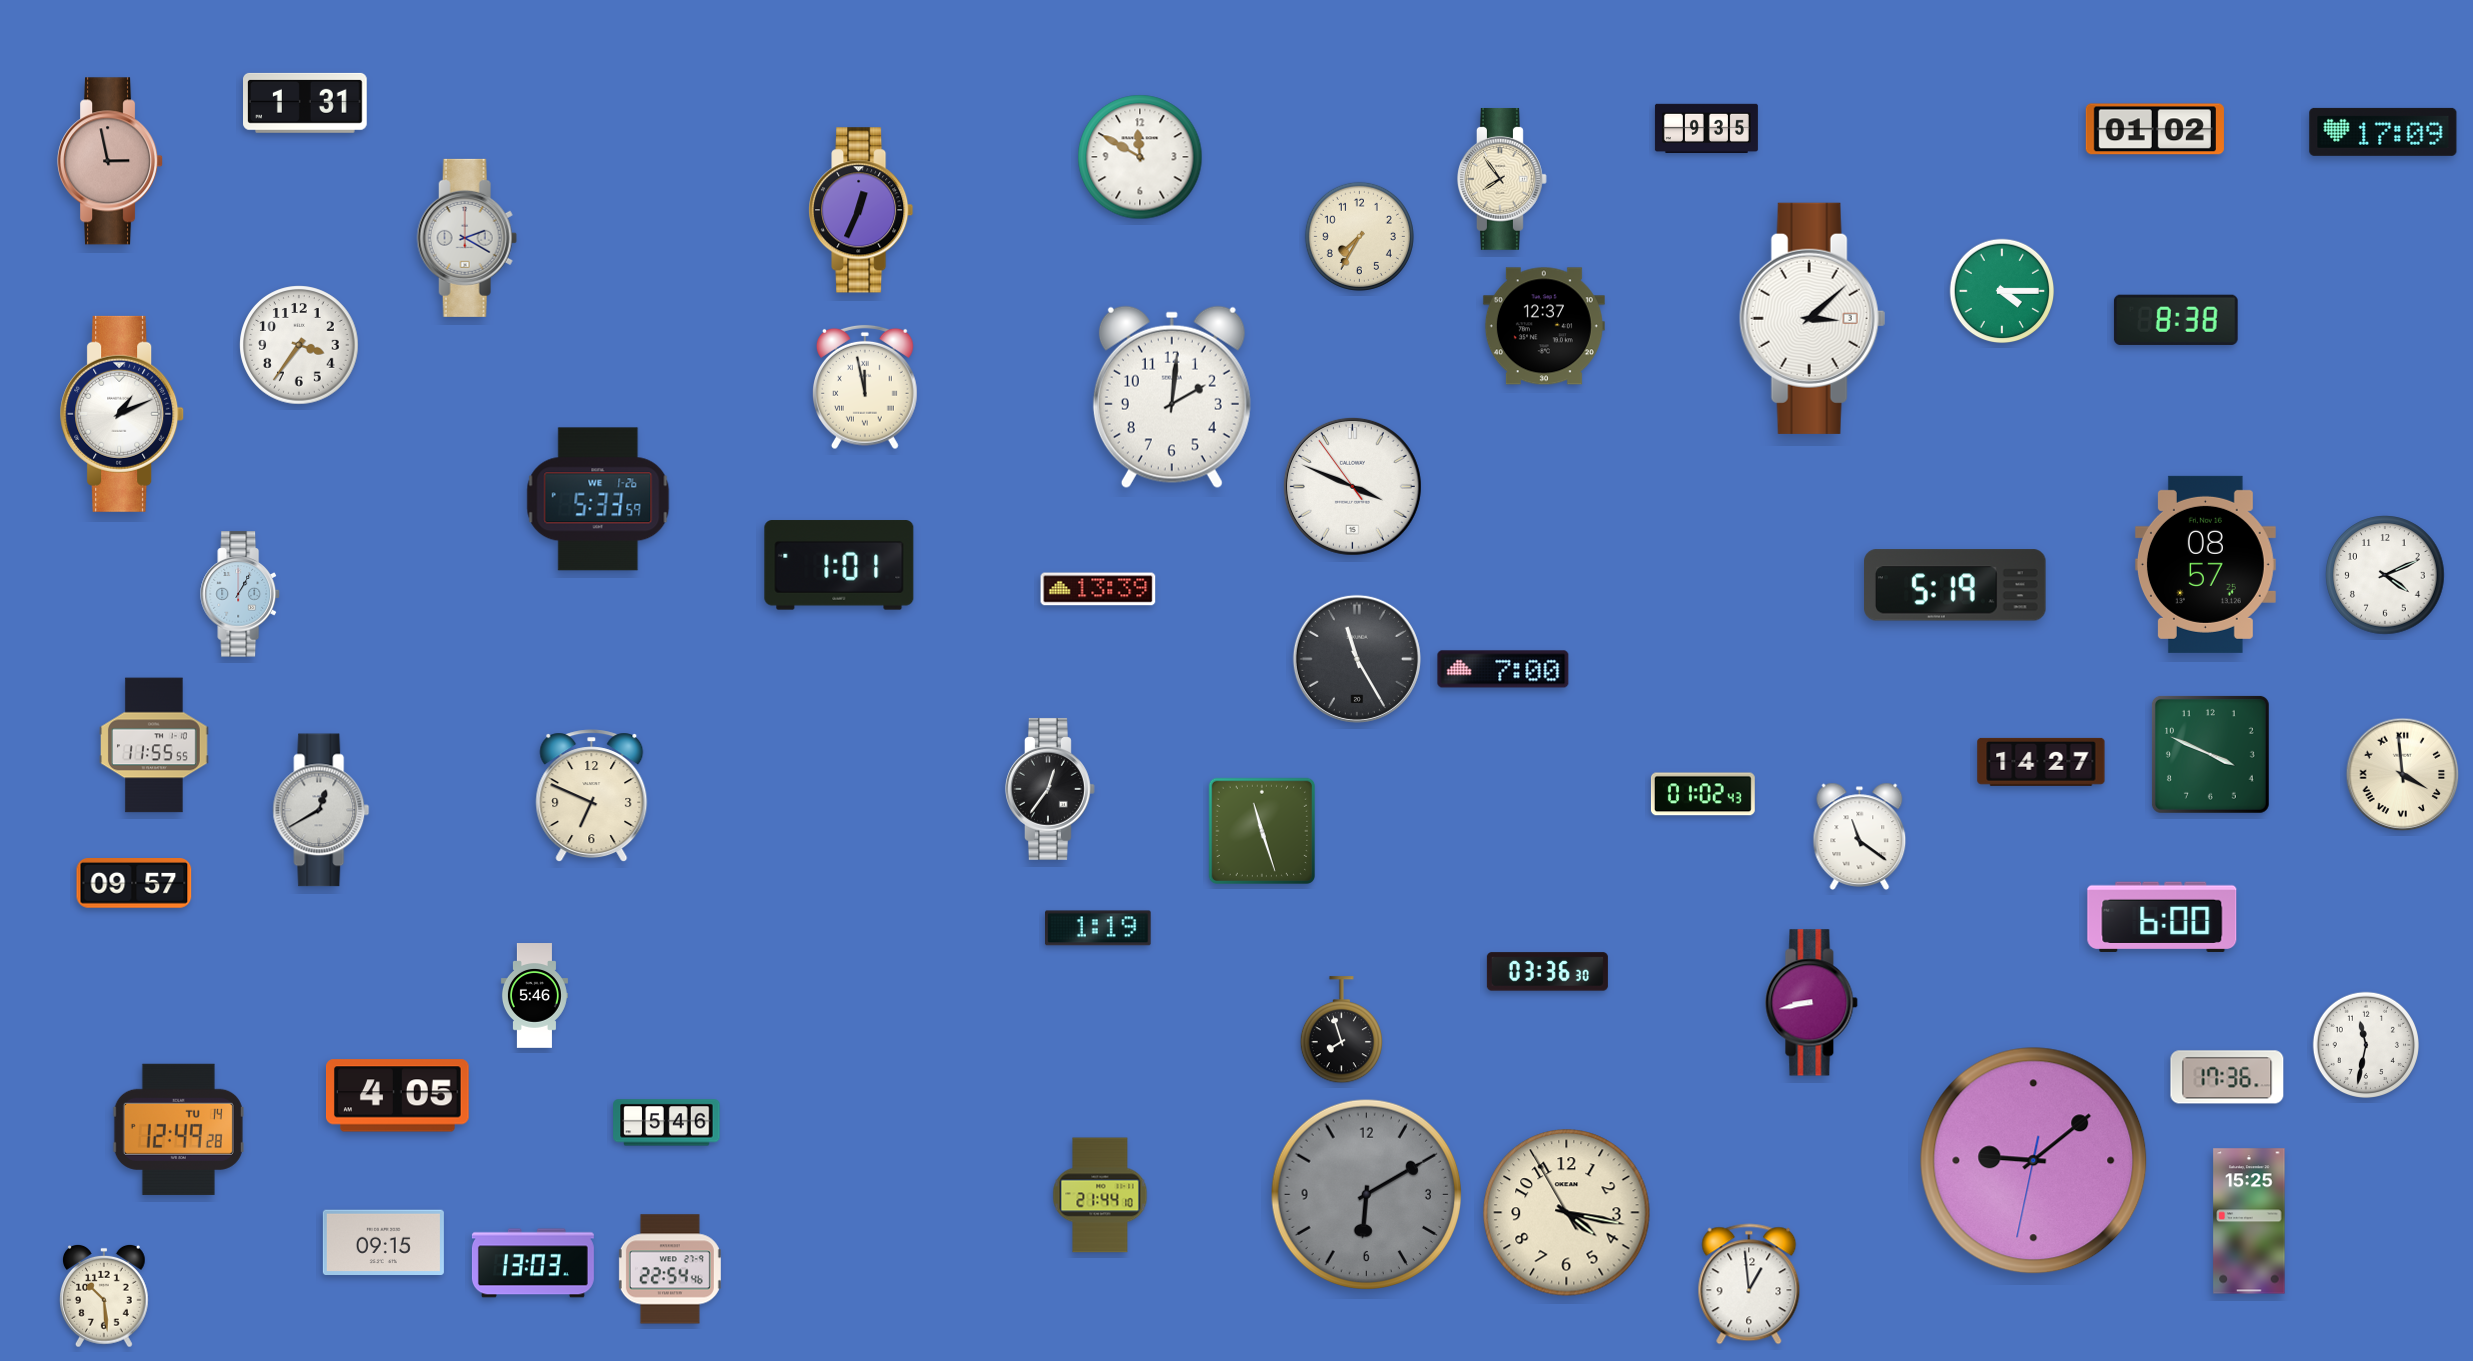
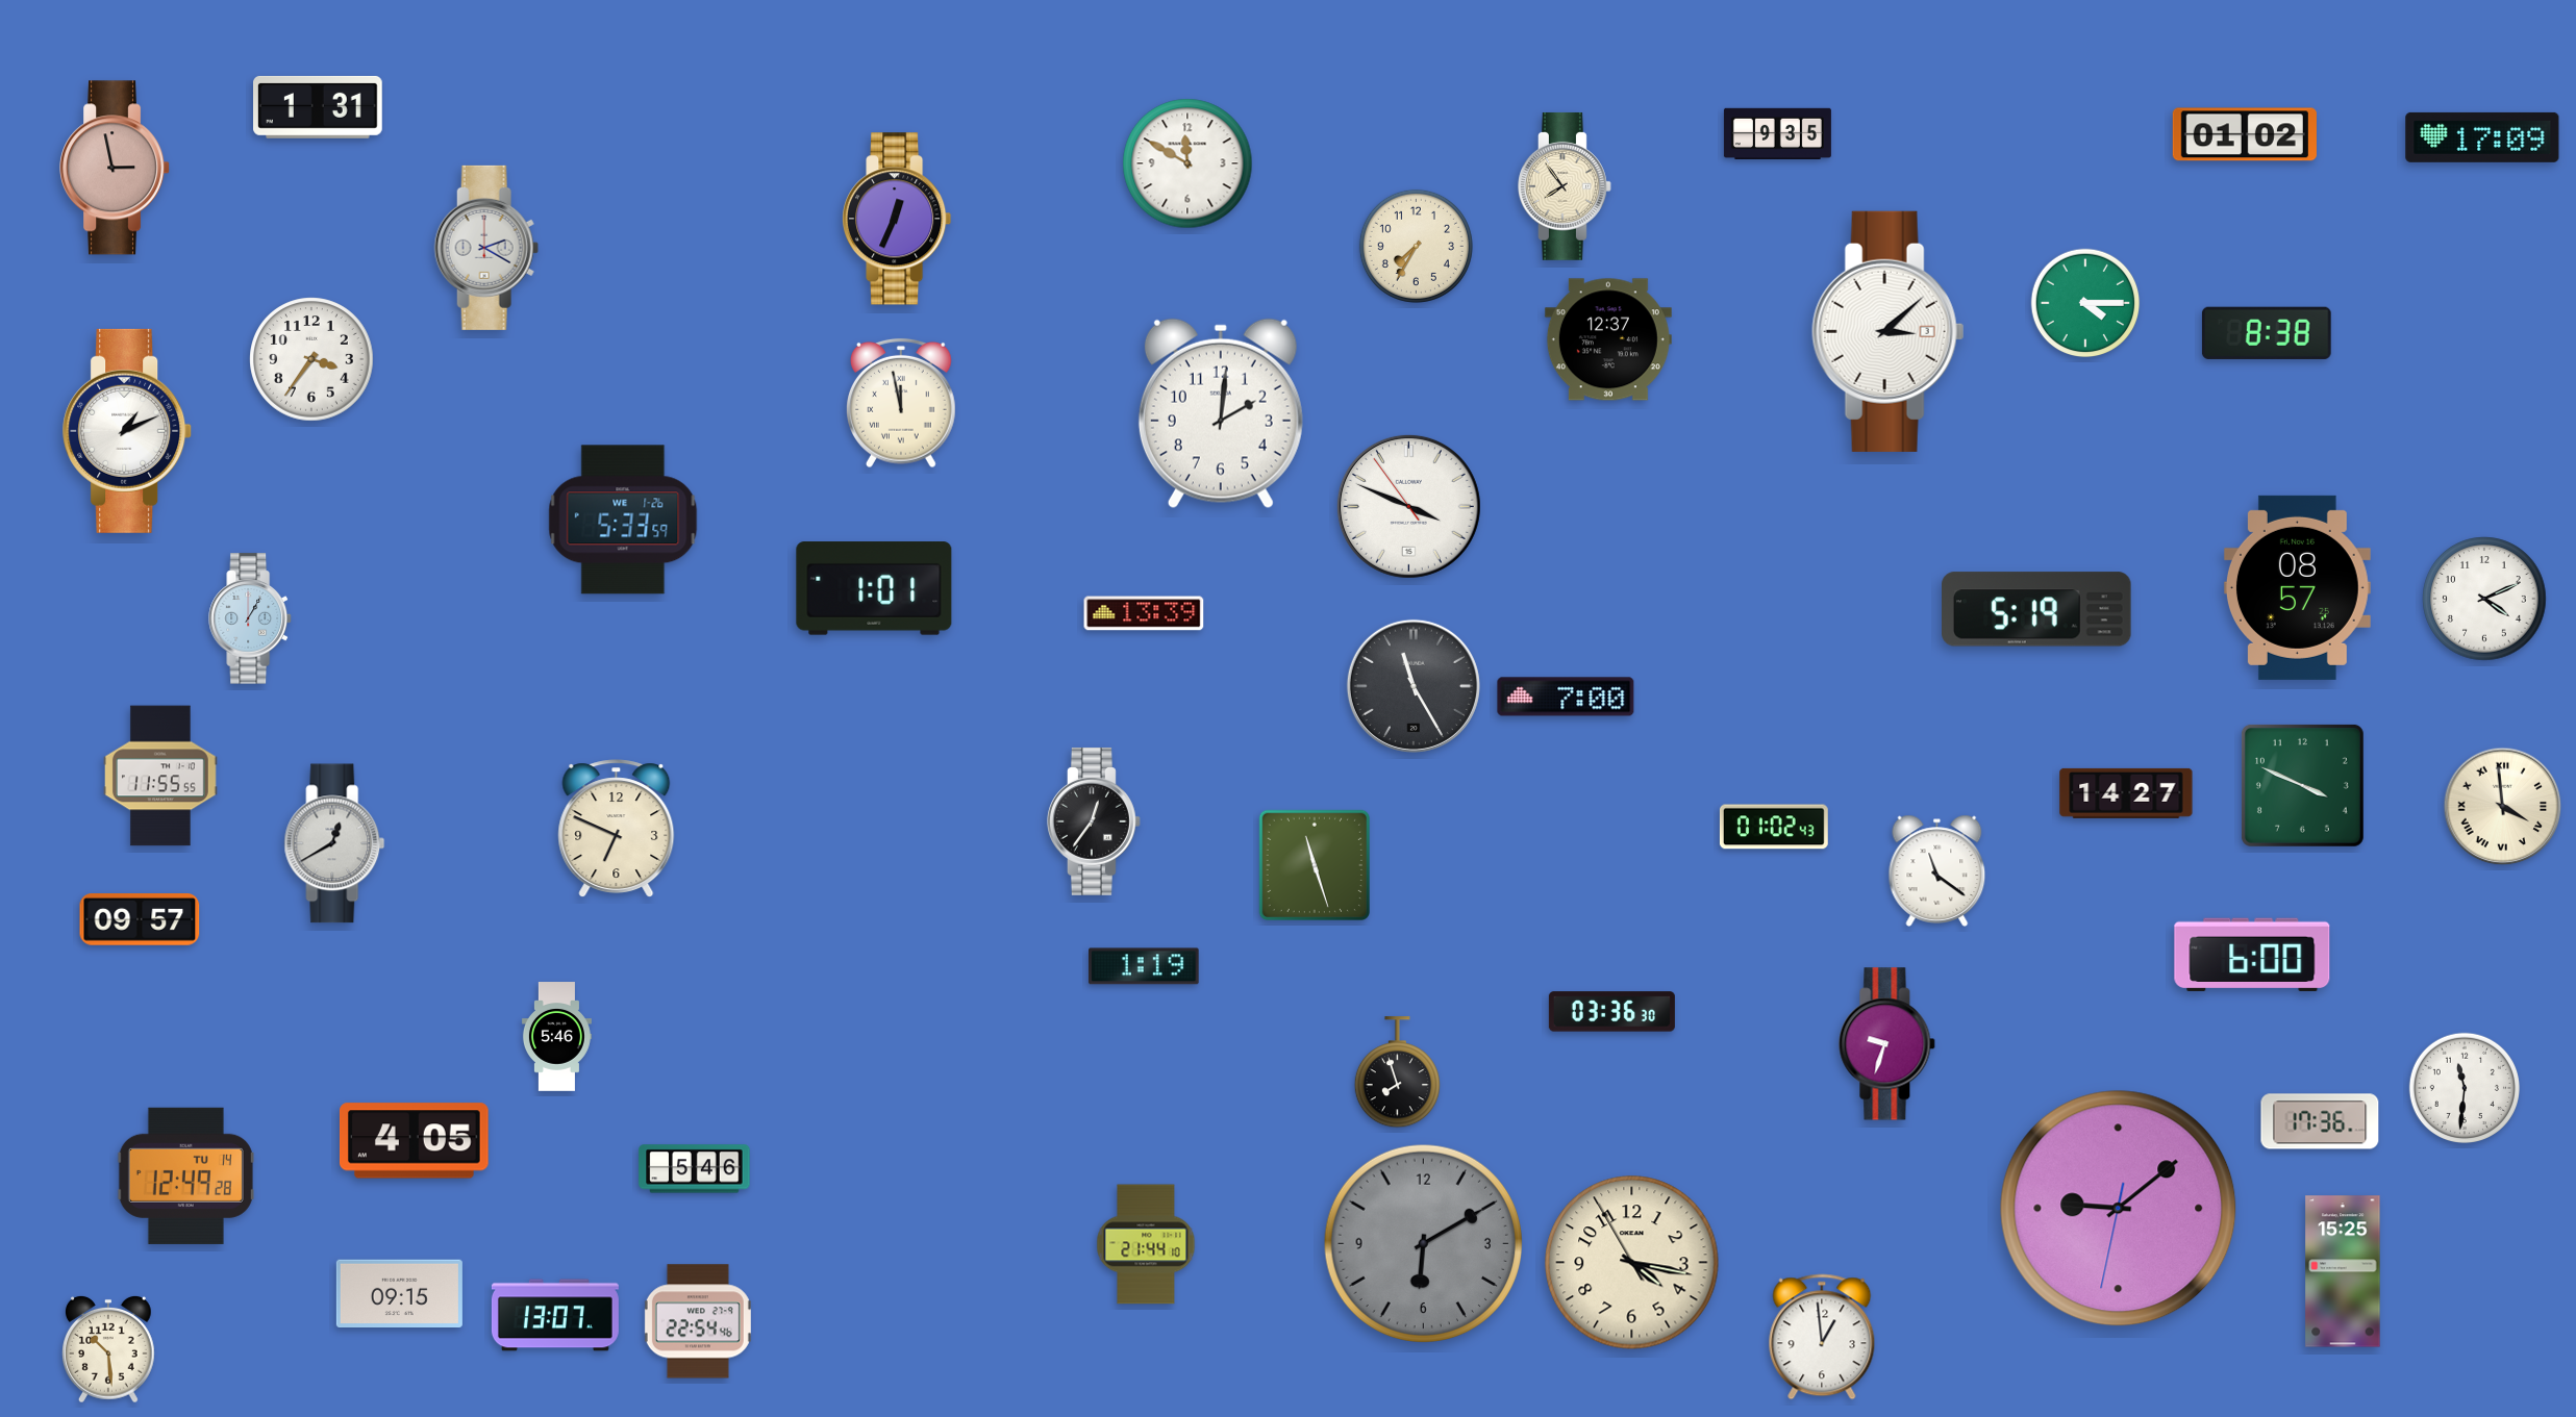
clock at (1812, 1003): 8:43 -> 9:33
clock at (2365, 1044): 11:32 -> 11:31
clock at (533, 1263): 13:03 -> 13:07
